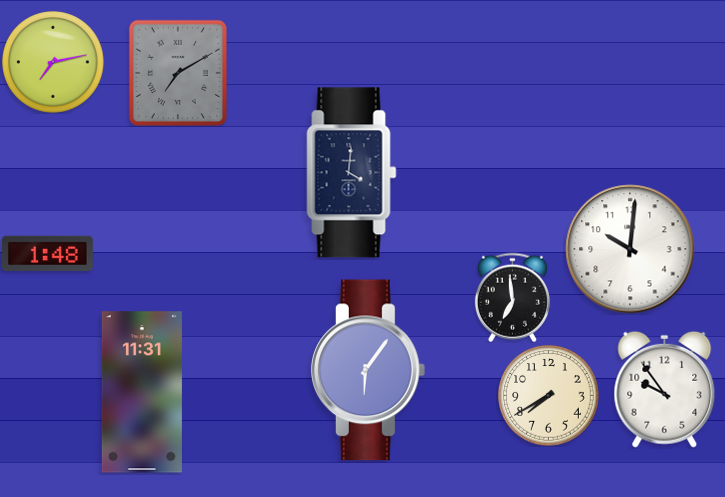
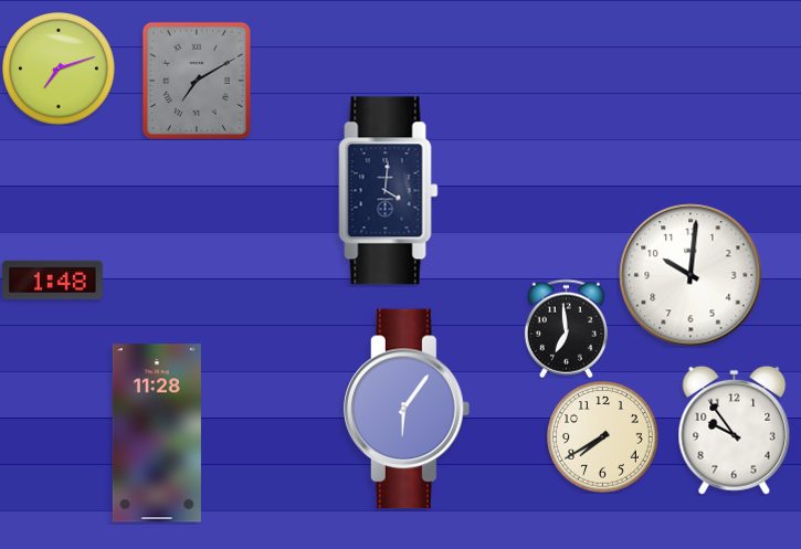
clock at (53, 62): 7:13 -> 7:12
clock at (630, 249) position: (630, 249) -> (691, 275)
clock at (142, 392): 11:31 -> 11:28
clock at (549, 396) position: (549, 396) -> (603, 437)
